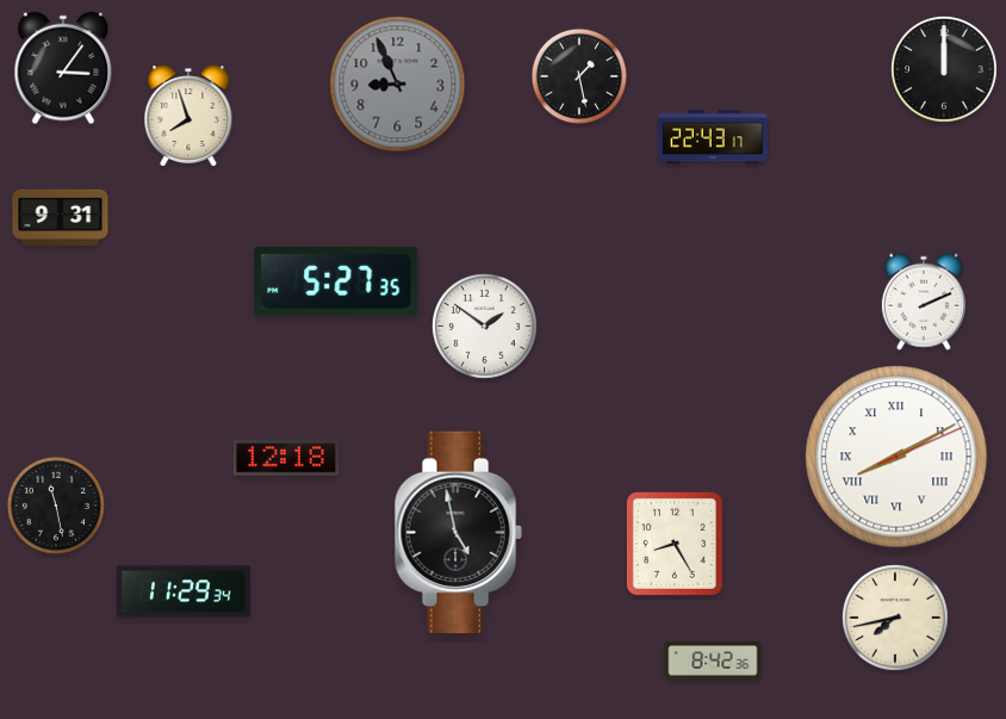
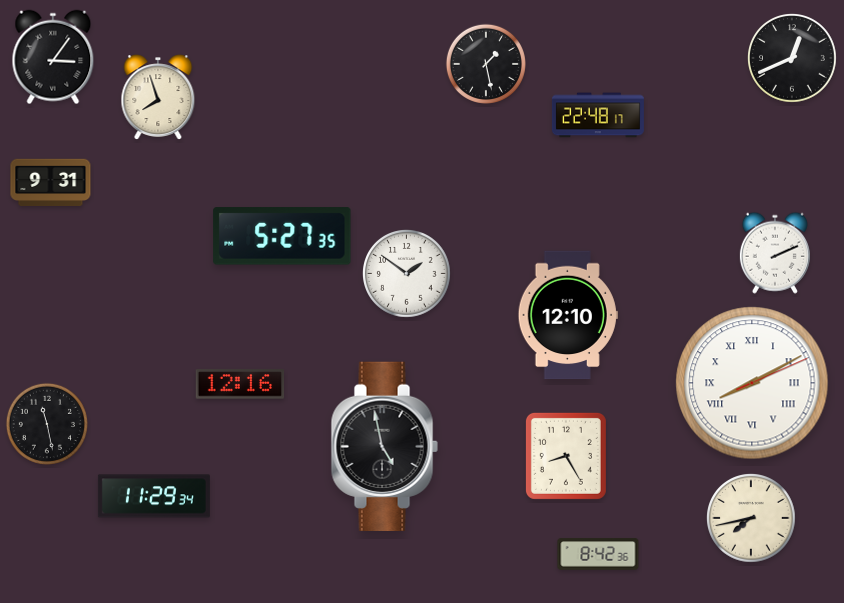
clock at (945, 70): 12:00 -> 12:41
clock at (398, 85): 8:56 -> none
clock at (713, 137): 22:43 -> 22:48
clock at (568, 315): none -> 12:10
clock at (286, 458): 12:18 -> 12:16
